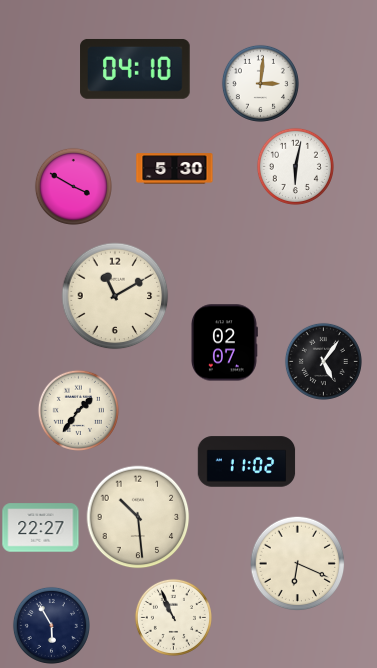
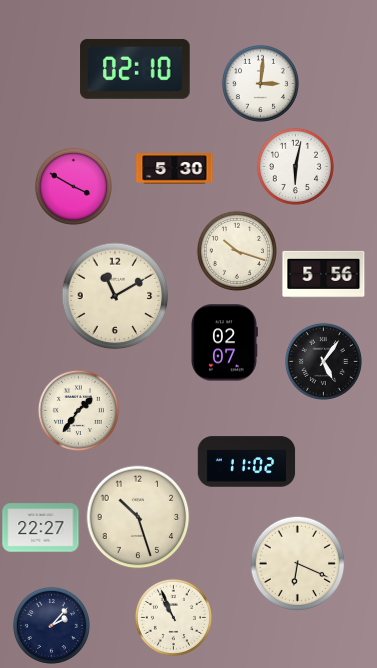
clock at (135, 69): 04:10 -> 02:10
clock at (237, 251): none -> 10:18
clock at (324, 274): none -> 5:56
clock at (138, 517): 10:29 -> 10:27
clock at (51, 625): 5:55 -> 2:07
